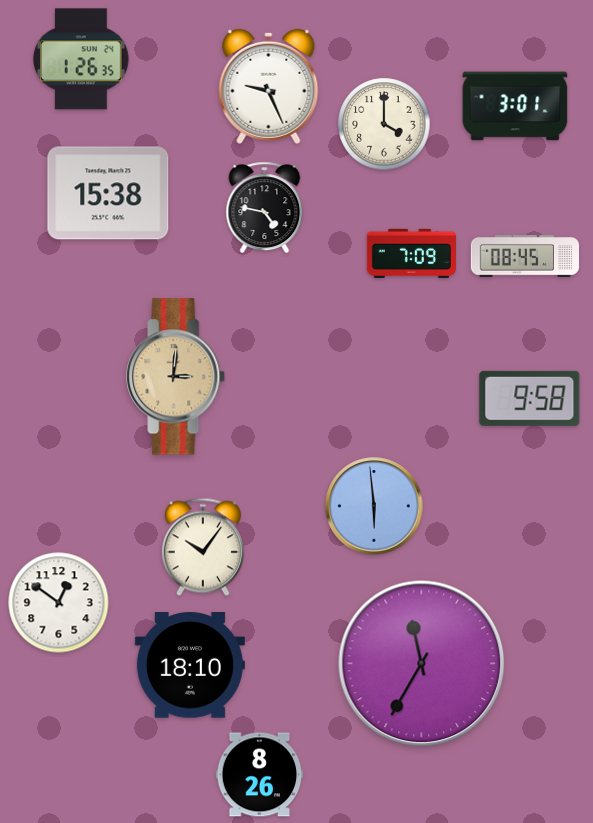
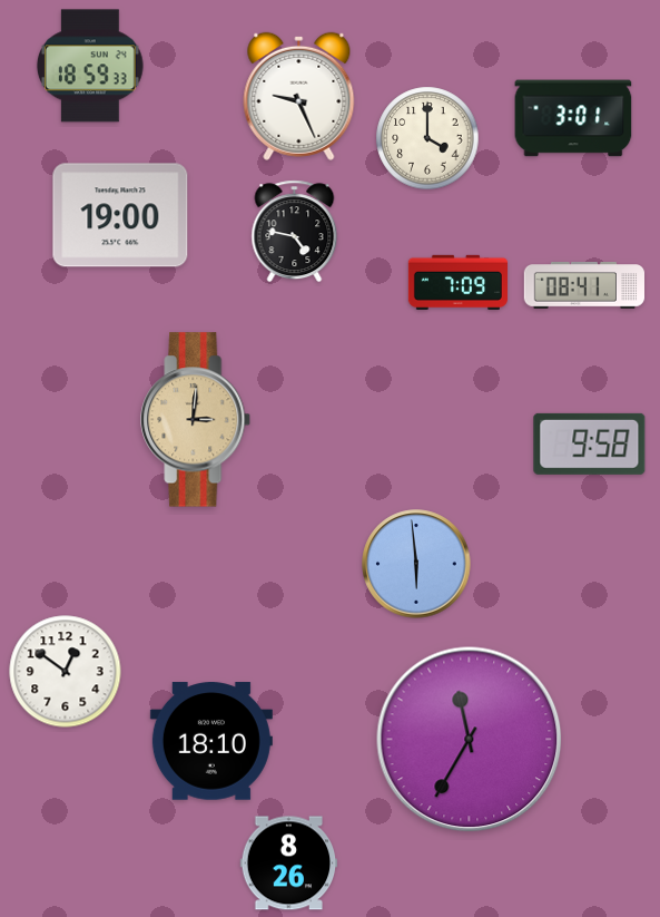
clock at (81, 59): 1:26 -> 18:59
clock at (108, 193): 15:38 -> 19:00
clock at (525, 257): 08:45 -> 08:41
clock at (203, 547): 10:06 -> none
